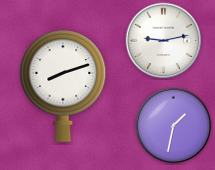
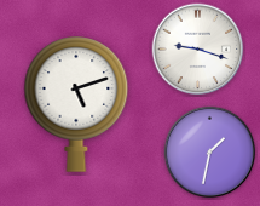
clock at (164, 41): 9:13 -> 9:18
clock at (63, 86): 8:12 -> 5:12
